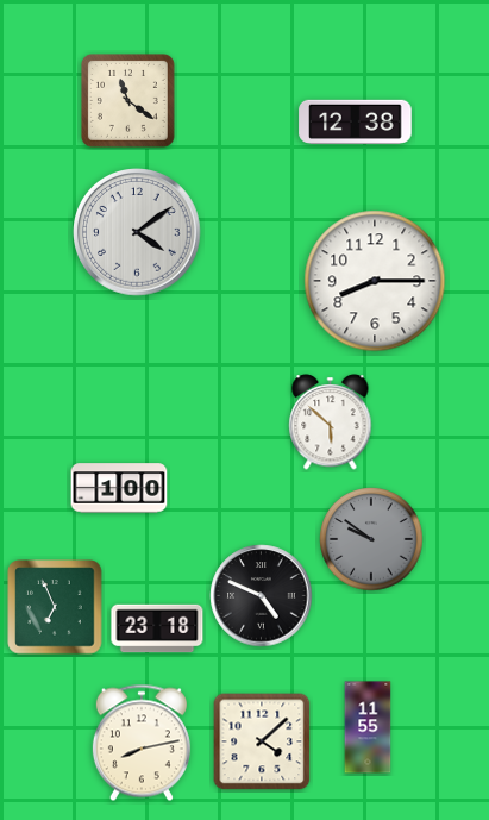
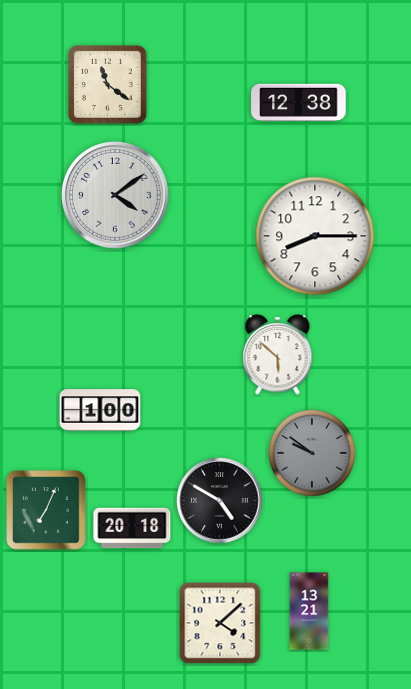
clock at (262, 596): 4:49 -> 4:50
clock at (55, 607): 6:56 -> 7:04
clock at (157, 628): 23:18 -> 20:18
clock at (368, 727): 11:55 -> 13:21
clock at (142, 743): 8:13 -> none
